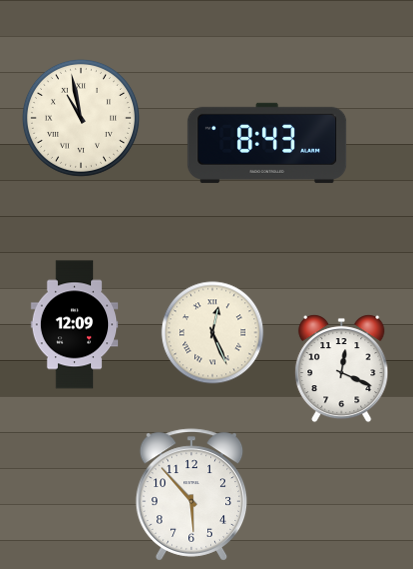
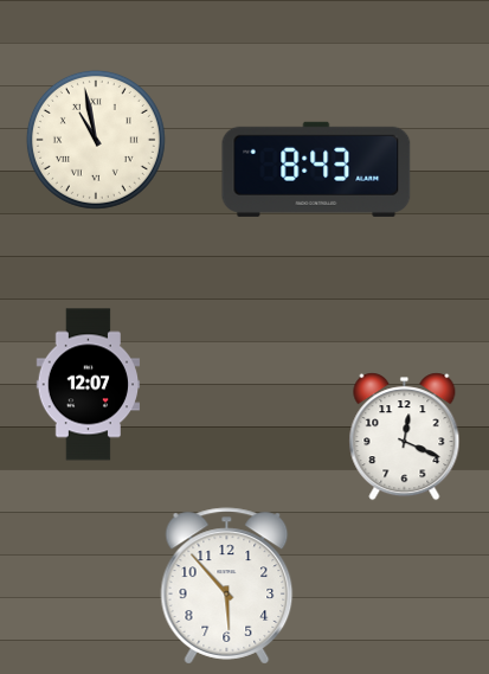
clock at (75, 325): 12:09 -> 12:07
clock at (213, 333): 12:26 -> none
